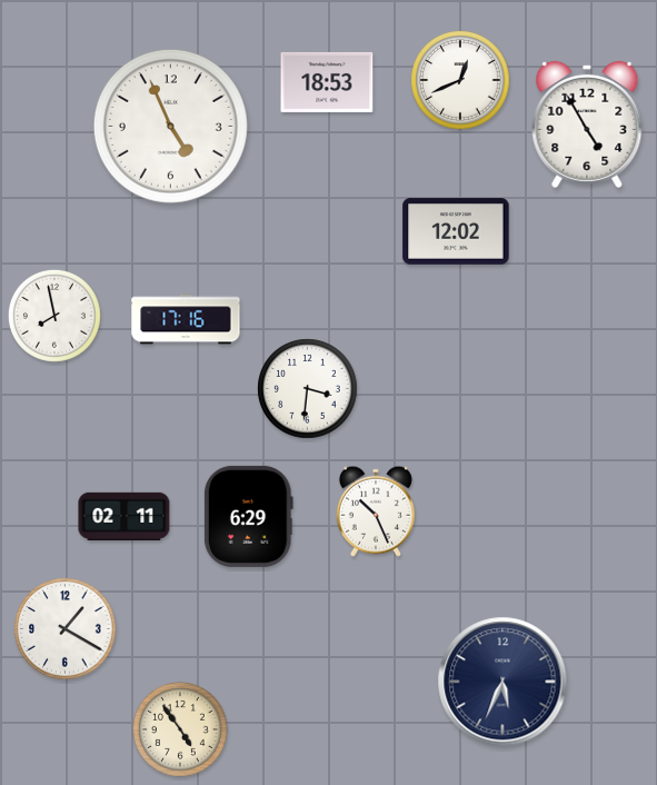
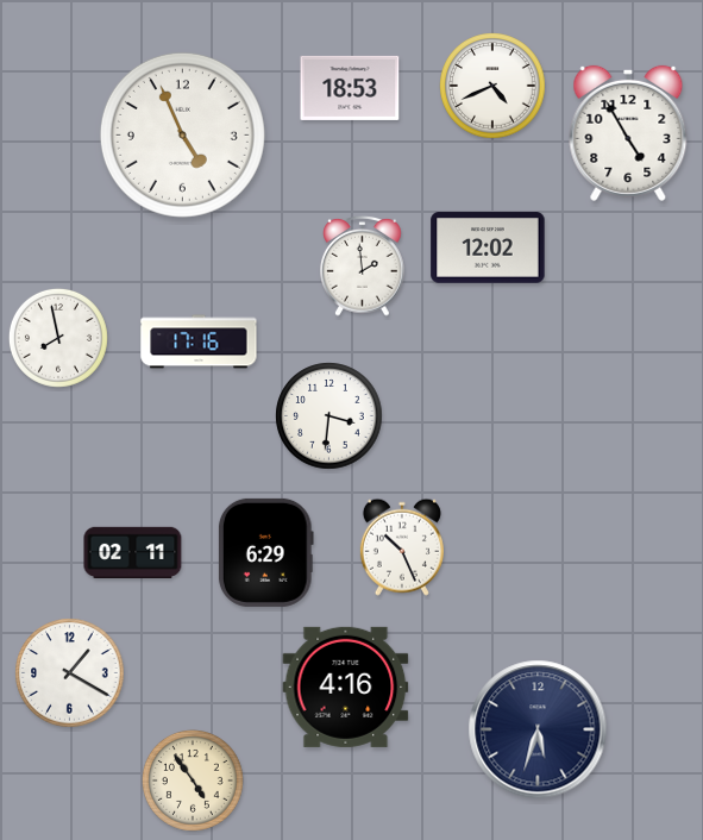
clock at (460, 80): 12:41 -> 4:41
clock at (363, 265): none -> 1:59
clock at (346, 687): none -> 4:16
clock at (502, 682): 5:34 -> 5:33
